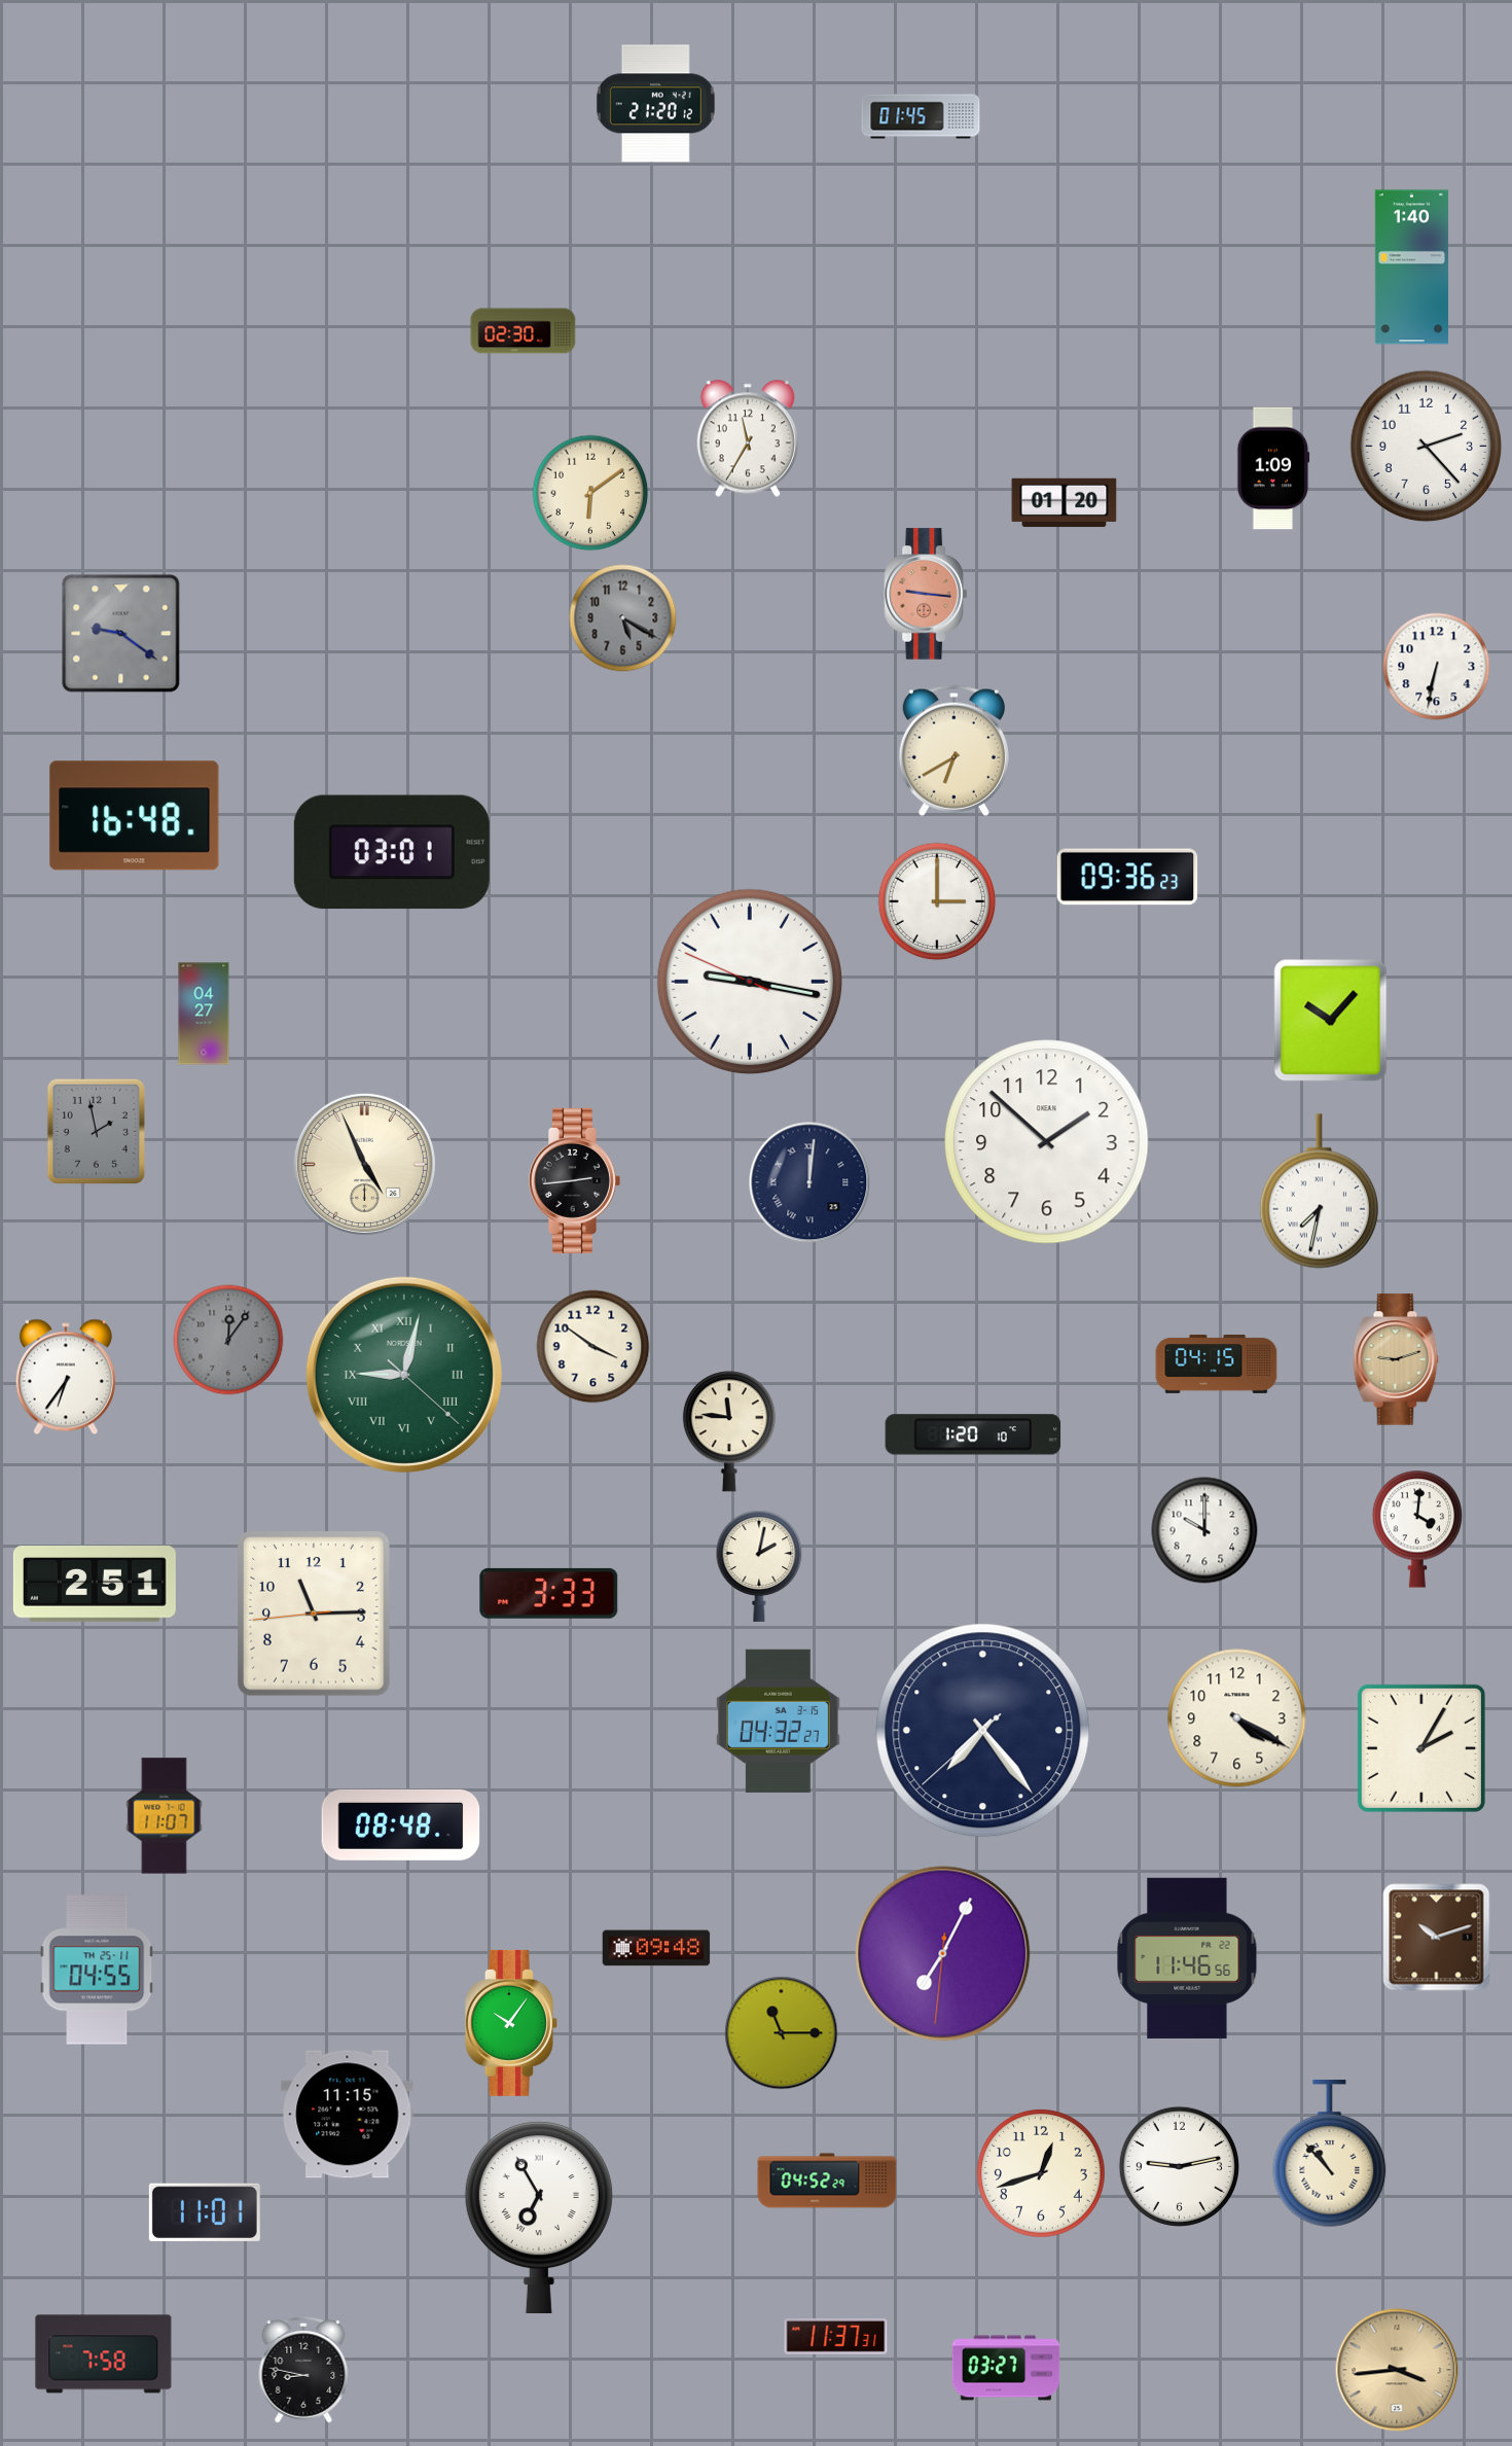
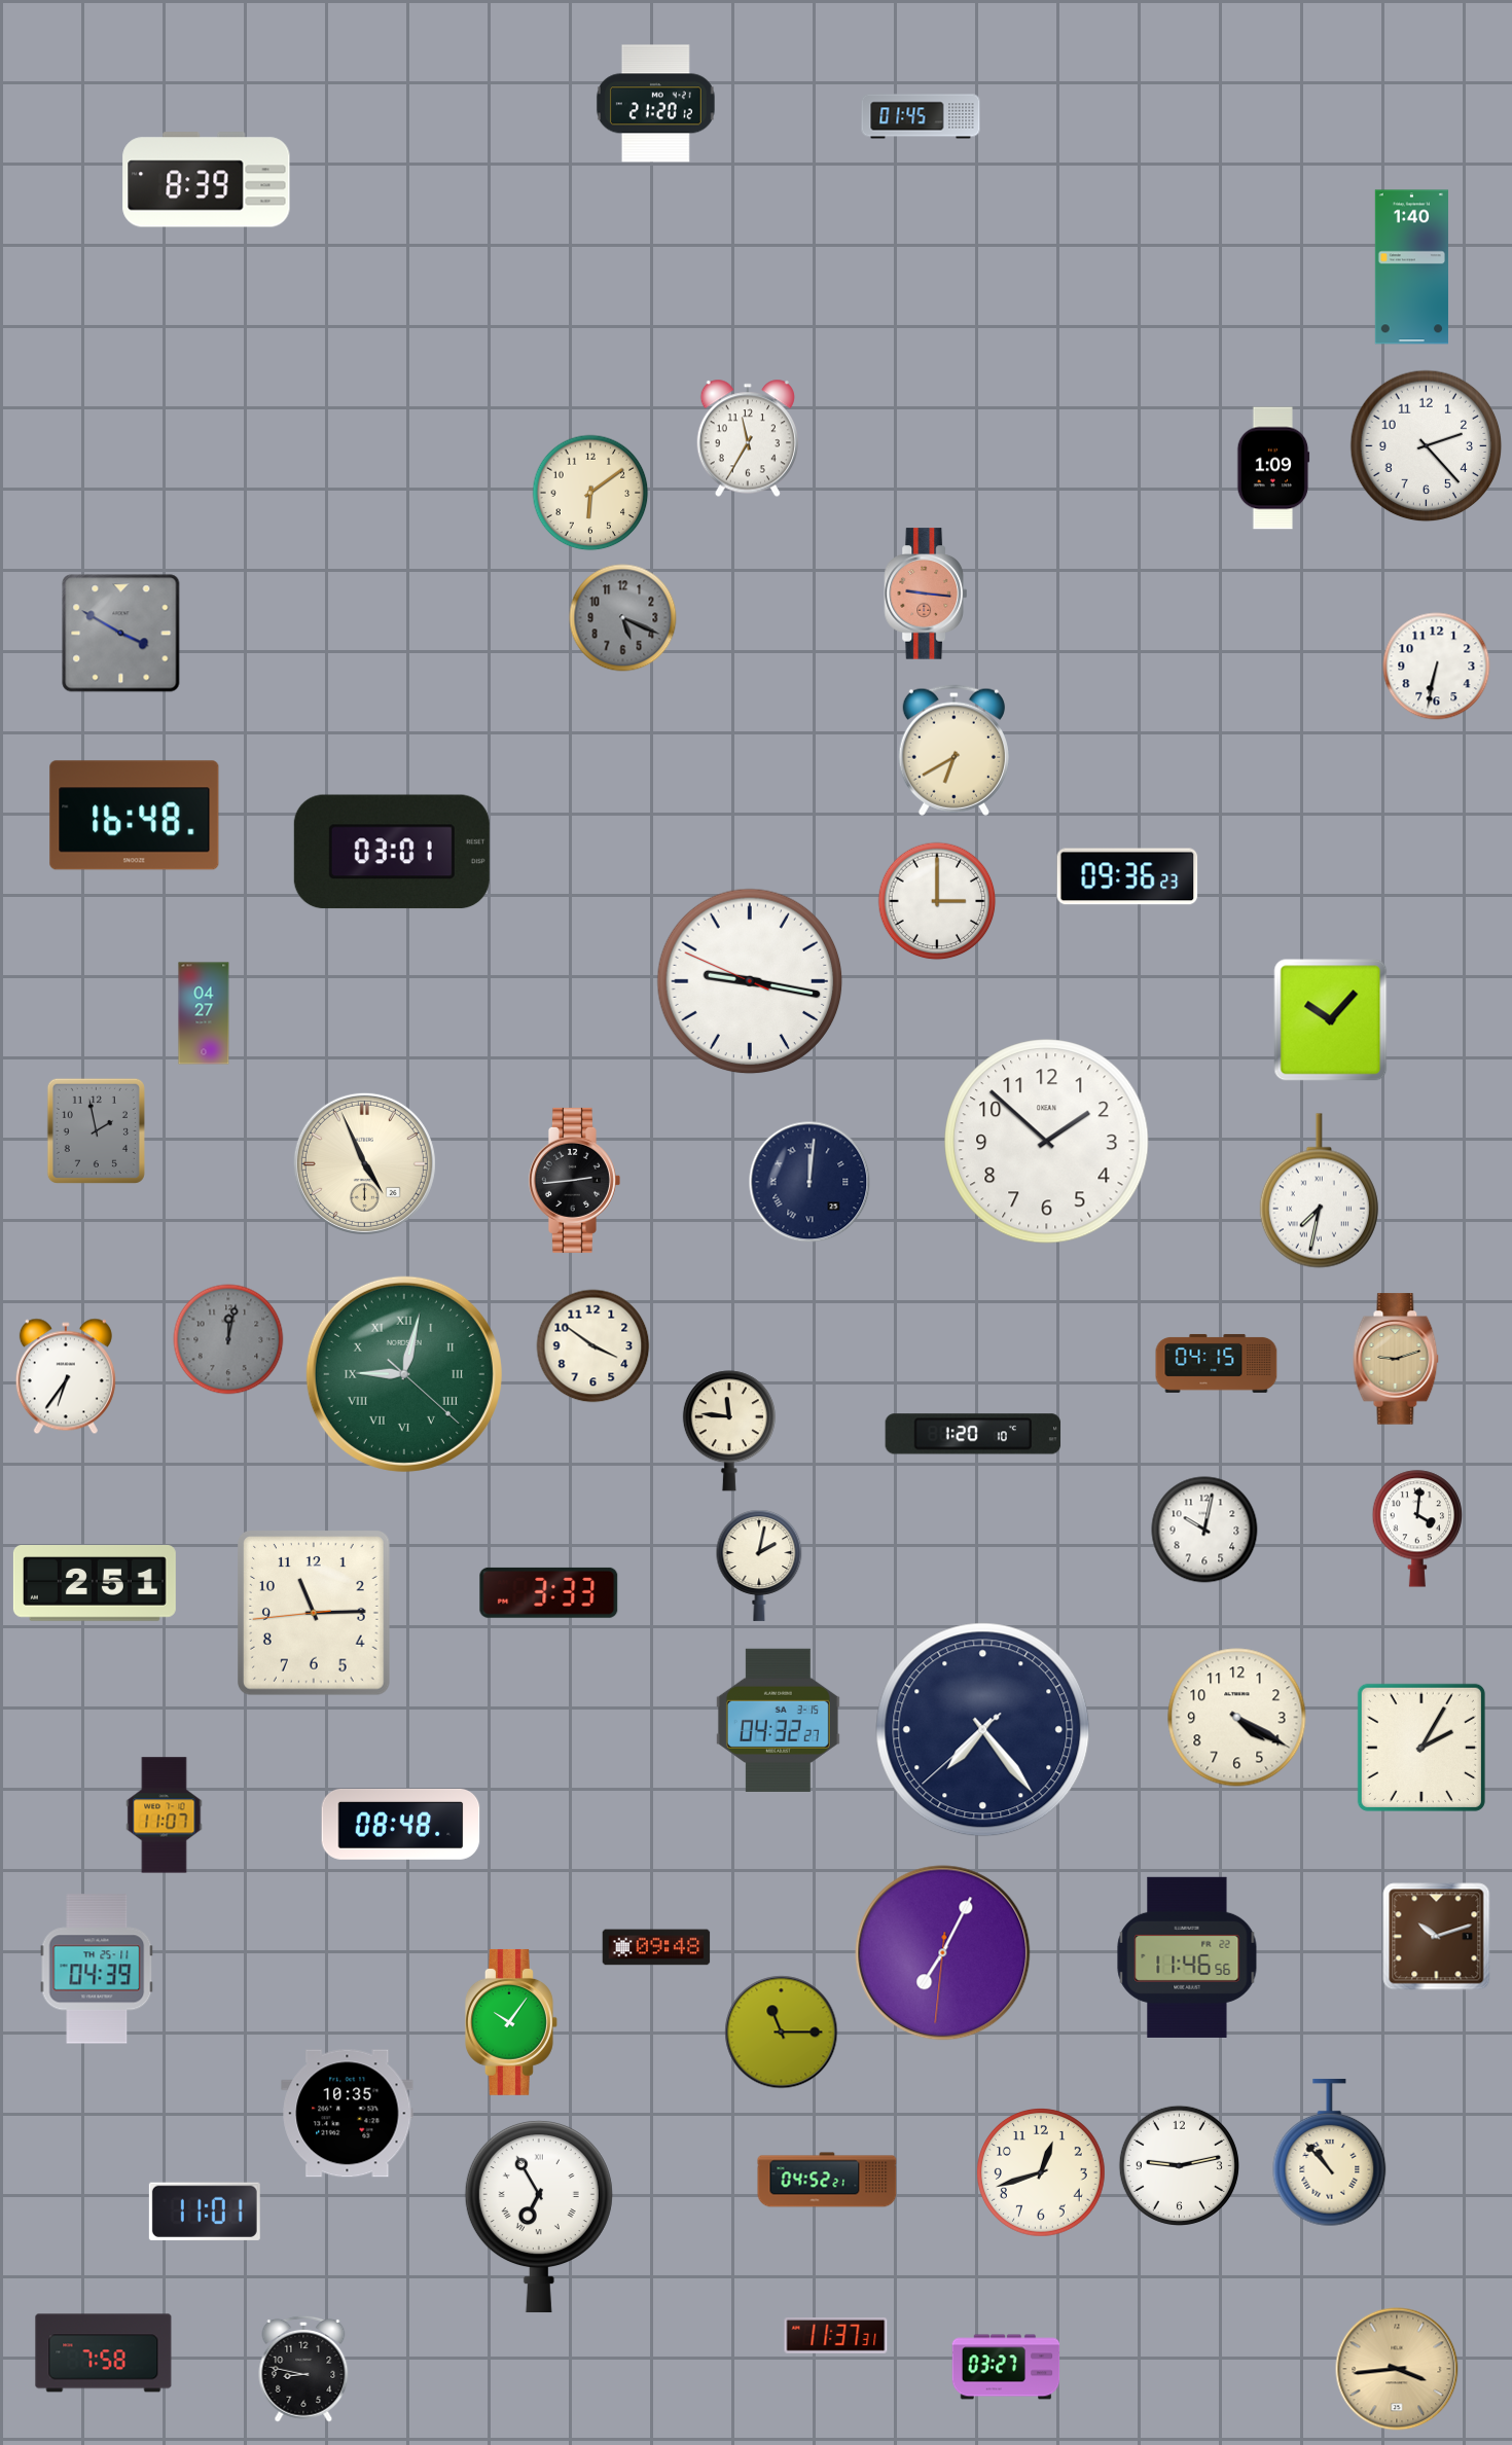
clock at (207, 180): none -> 8:39
clock at (524, 331): 02:30 -> none
clock at (1065, 503): 01:20 -> none
clock at (623, 618): 5:20 -> 5:19
clock at (121, 634): 9:21 -> 3:50
clock at (228, 1340): 12:06 -> 12:02
clock at (1204, 1530): 10:00 -> 10:02
clock at (97, 1970): 04:55 -> 04:39
clock at (348, 2115): 11:15 -> 10:35
clock at (827, 2181): 04:52:29 -> 04:52:21
